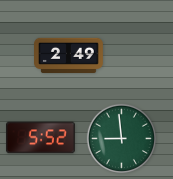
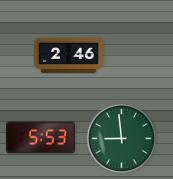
clock at (69, 56): 2:49 -> 2:46
clock at (41, 138): 5:52 -> 5:53
